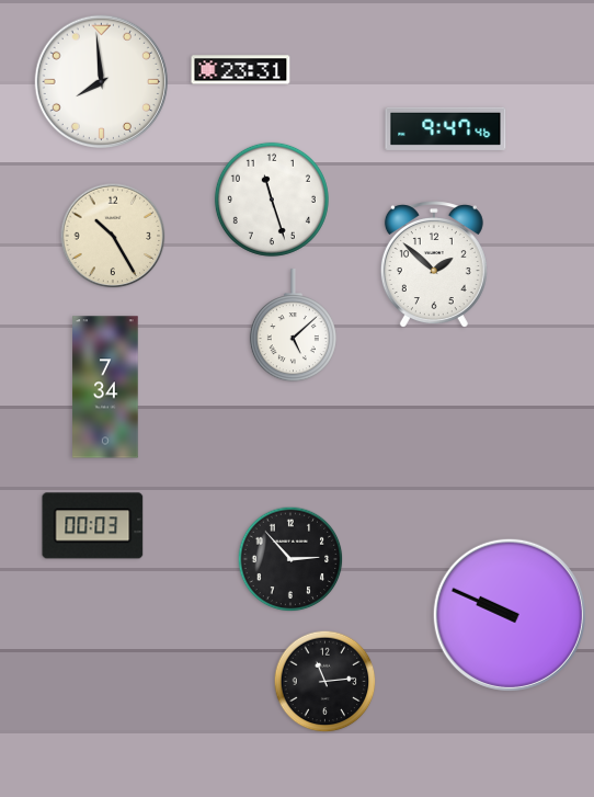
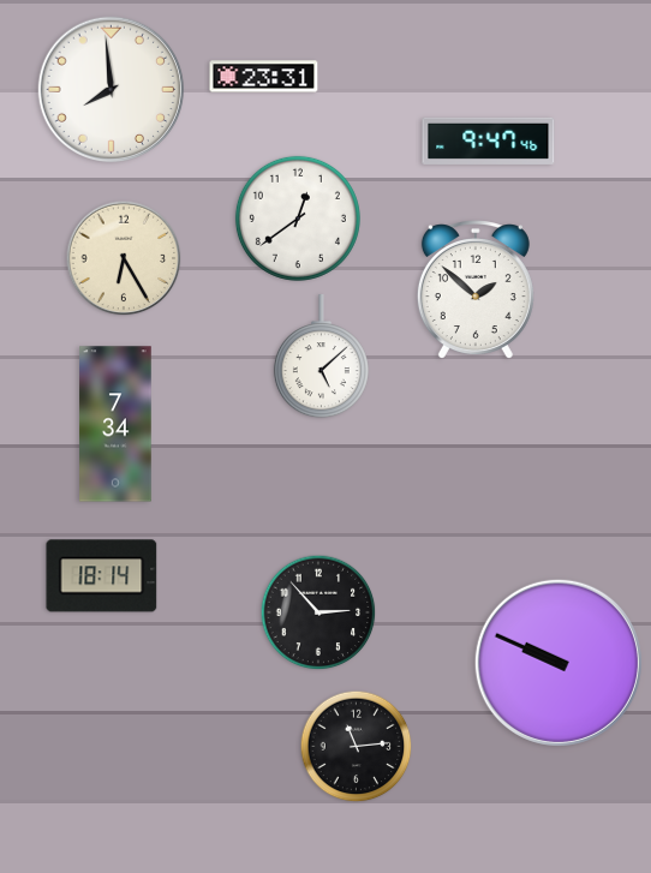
clock at (272, 200): 11:27 -> 12:39
clock at (113, 236): 10:25 -> 6:25
clock at (93, 526): 00:03 -> 18:14
clock at (510, 615) position: (510, 615) -> (559, 663)
